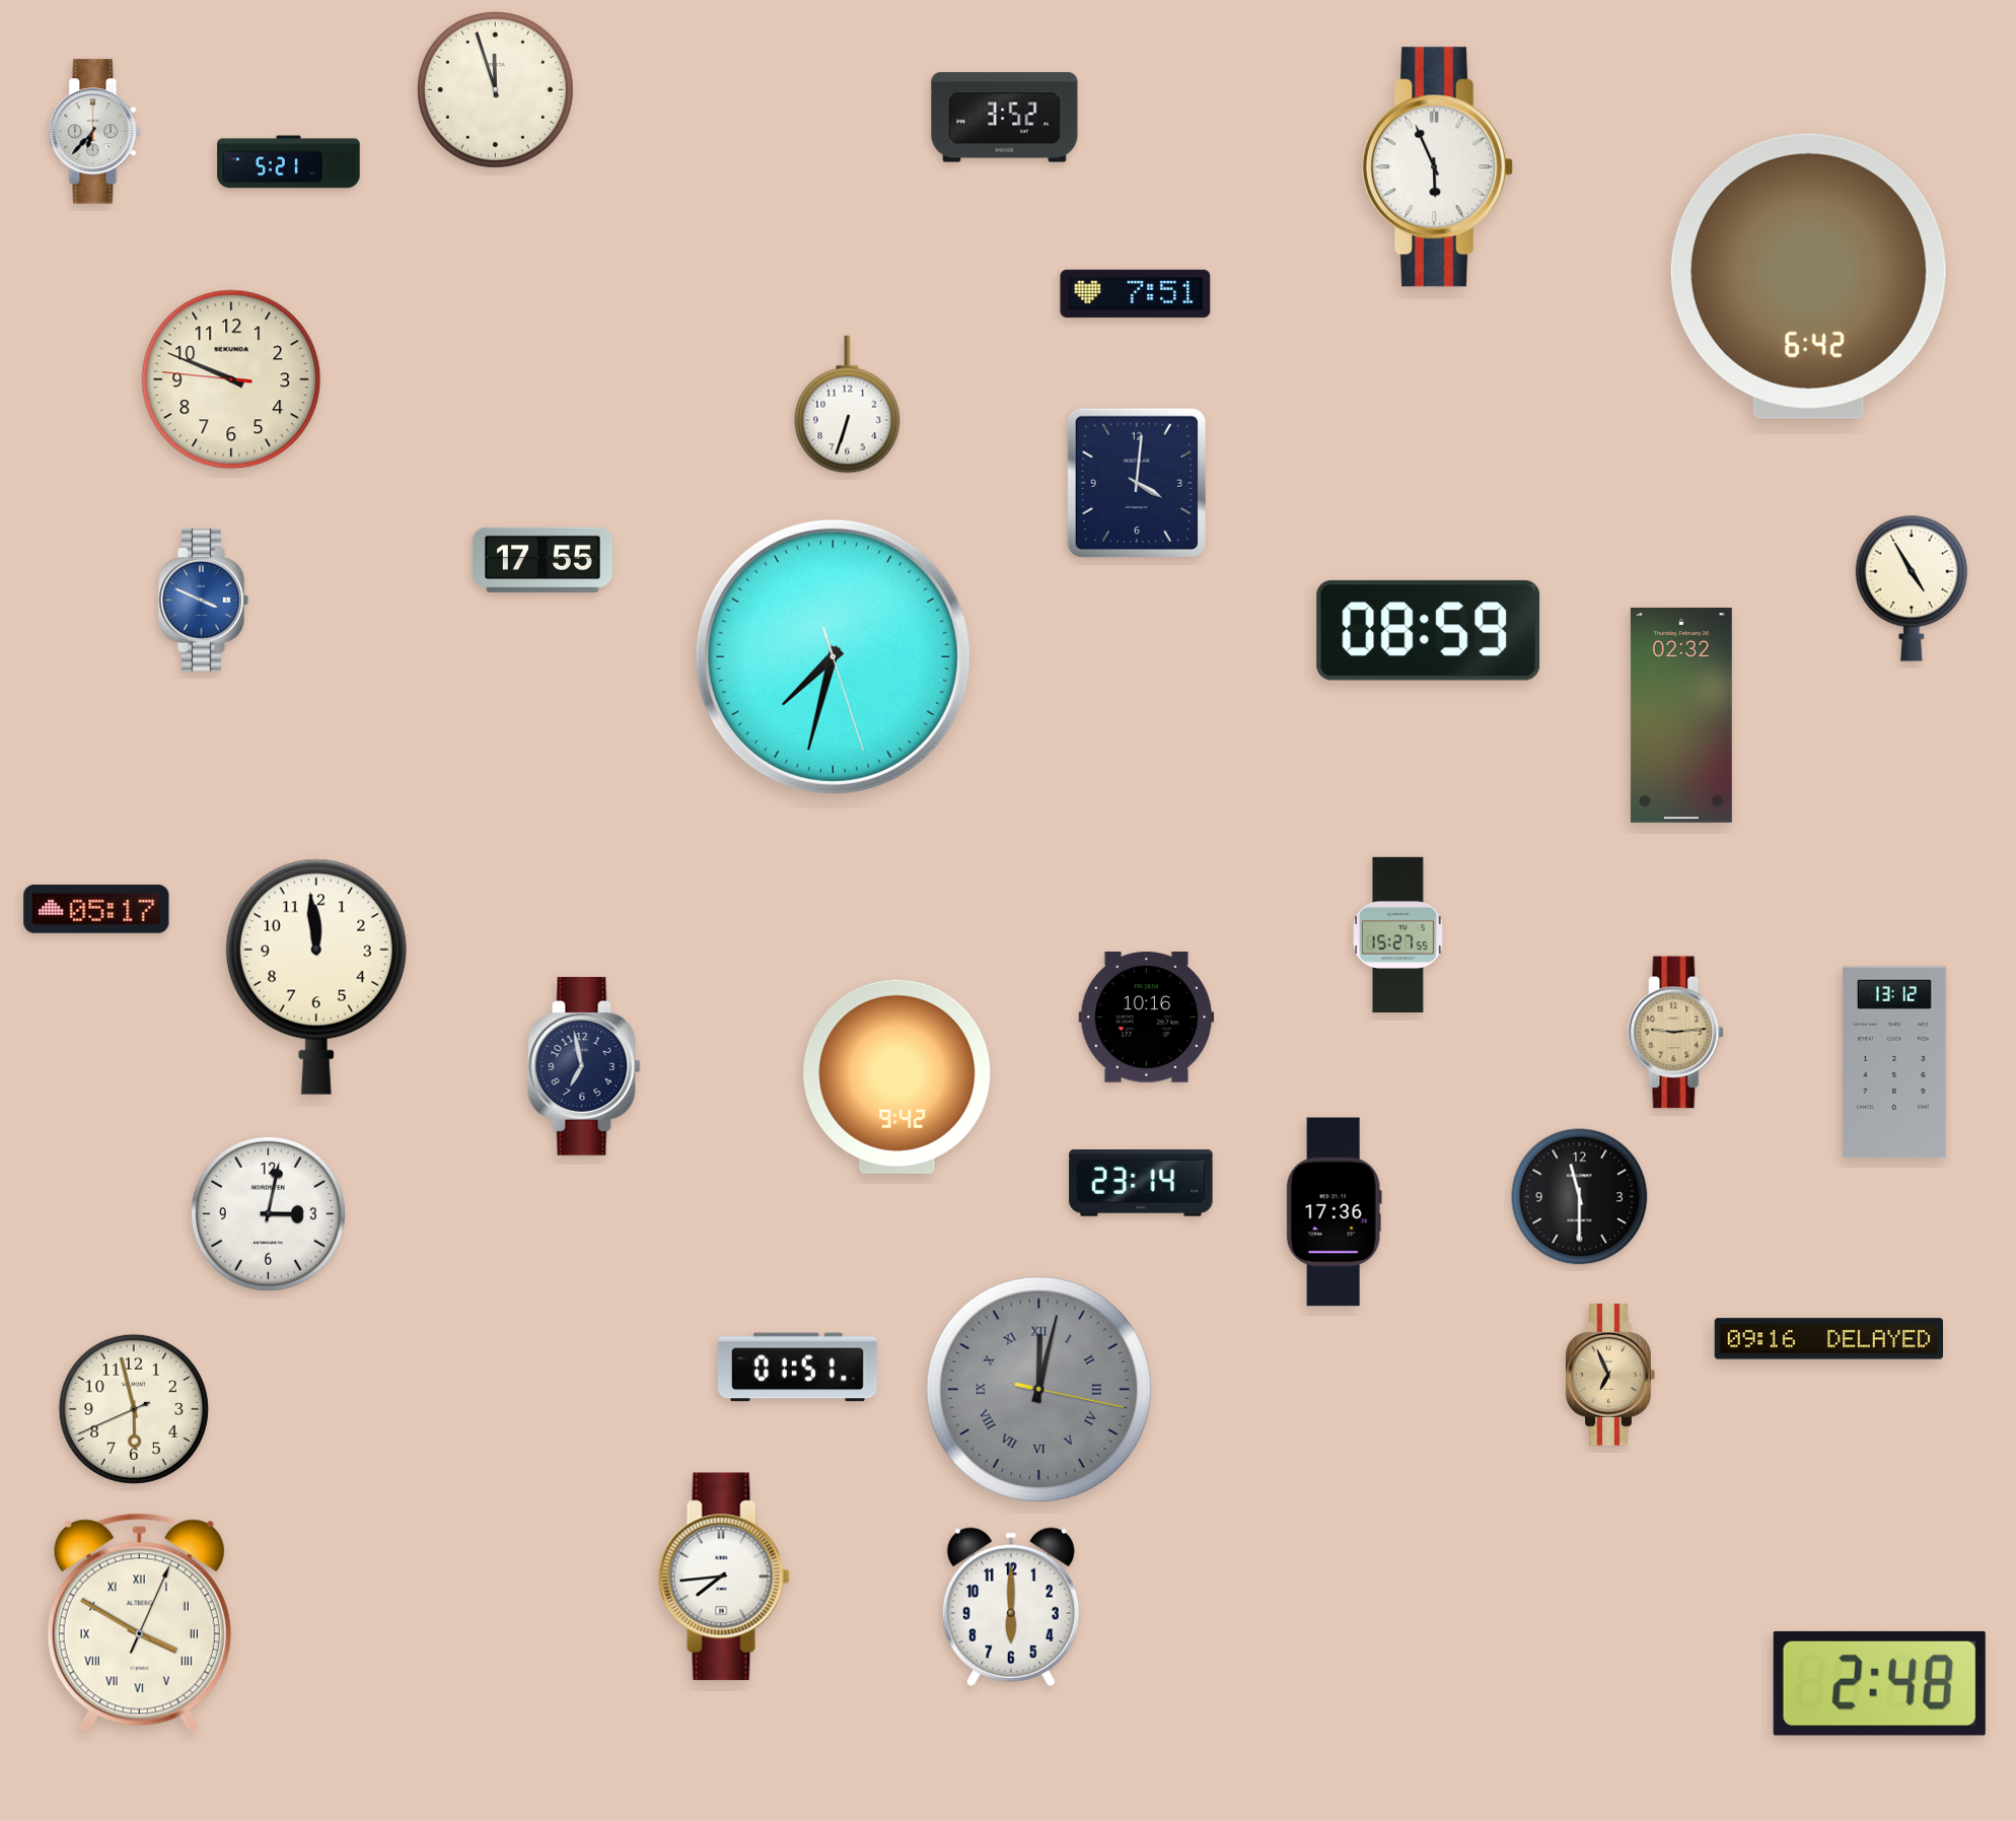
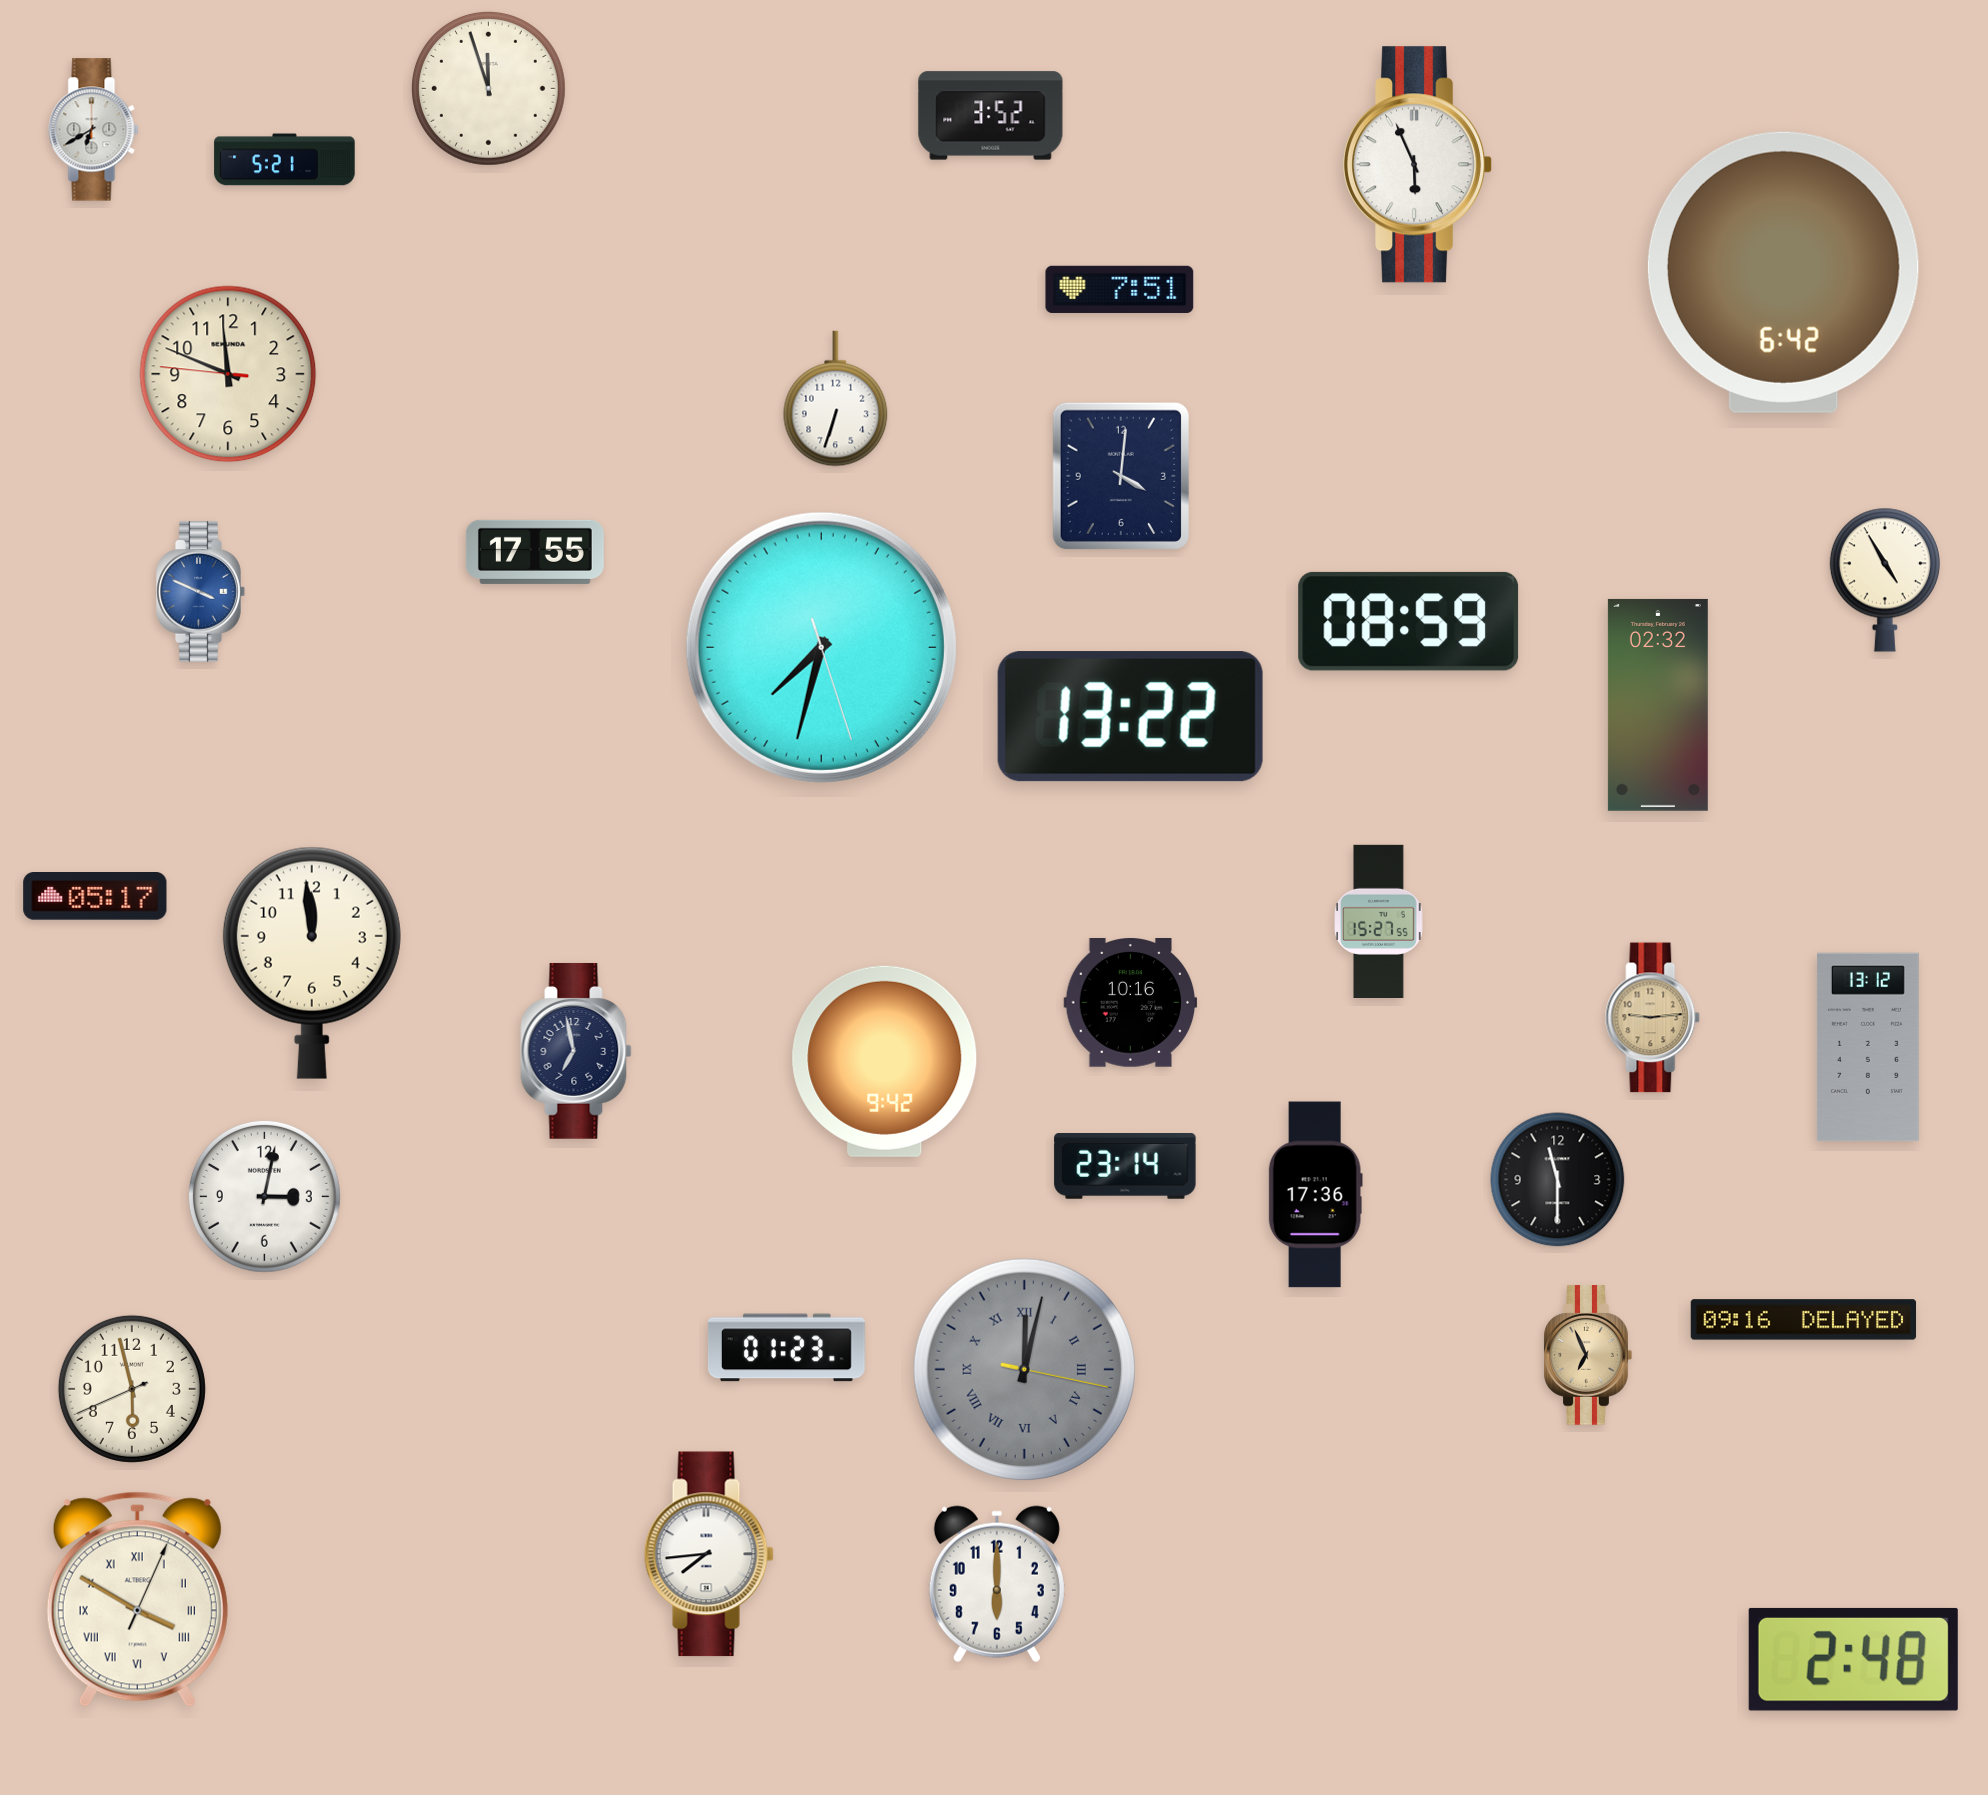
clock at (95, 132): 6:37 -> 6:40
clock at (231, 379): 9:48 -> 11:48
clock at (1130, 717): none -> 13:22
clock at (797, 1368): 01:51 -> 01:23
clock at (724, 1577) position: (724, 1577) -> (709, 1554)
